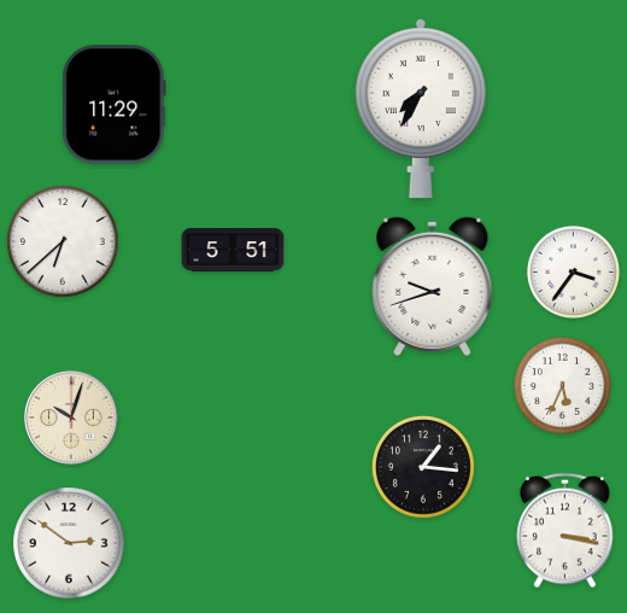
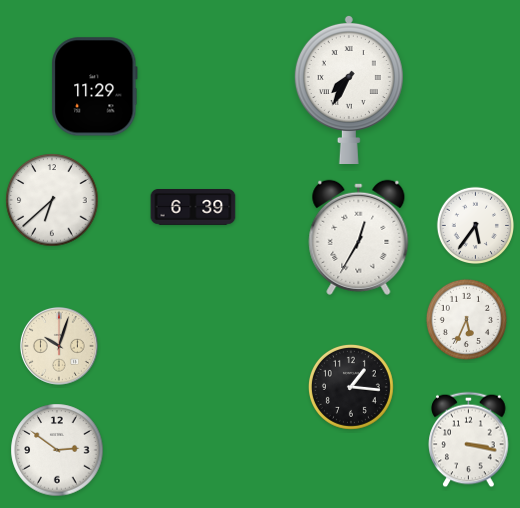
clock at (233, 251): 5:51 -> 6:39
clock at (573, 272): 3:36 -> 5:36
clock at (433, 286): 9:42 -> 12:35
